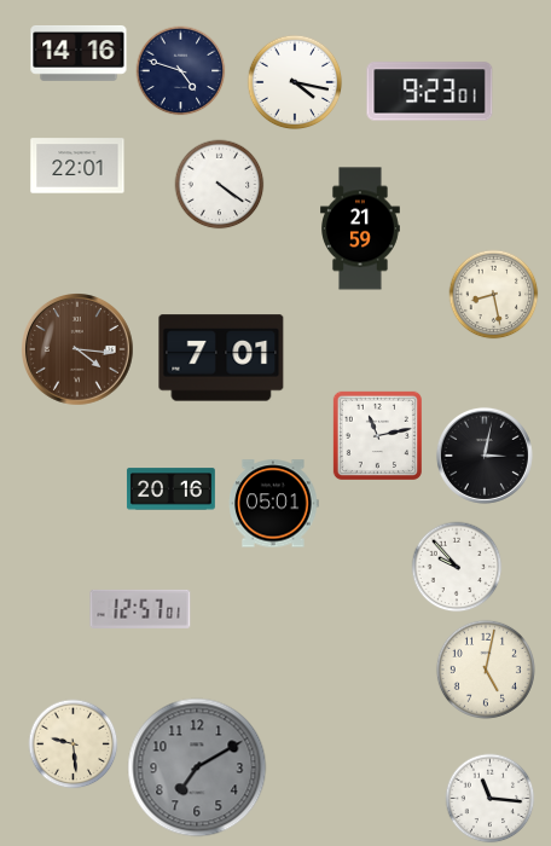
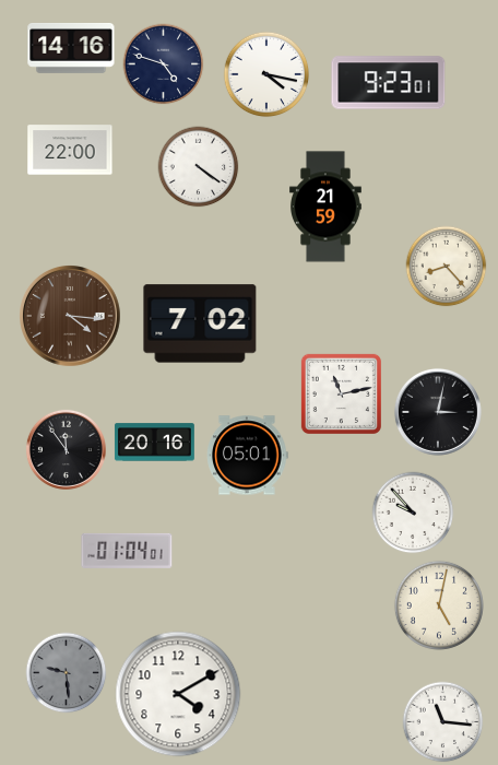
clock at (77, 166): 22:01 -> 22:00
clock at (494, 295): 8:28 -> 8:23
clock at (221, 358): 7:01 -> 7:02
clock at (66, 449): none -> 11:54
clock at (140, 609): 12:57 -> 01:04
clock at (74, 744) dial: cream -> grey
clock at (197, 767): 7:10 -> 4:10
clock at (197, 767) dial: grey -> white
